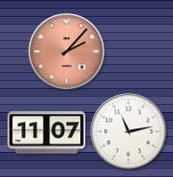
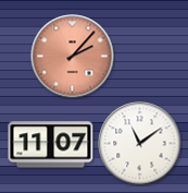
clock at (129, 132): 11:13 -> 11:09
